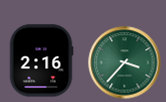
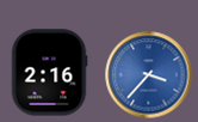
clock at (125, 63) dial: green -> blue
